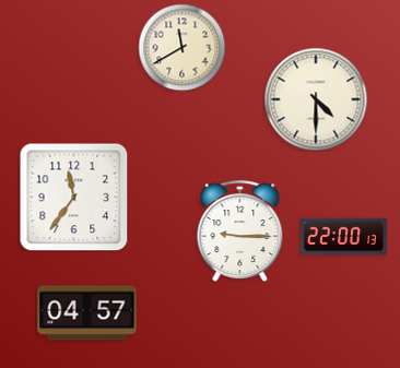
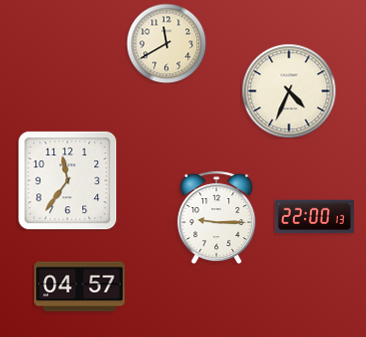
clock at (316, 99): 4:30 -> 4:34
clock at (240, 230) position: (240, 230) -> (217, 217)
